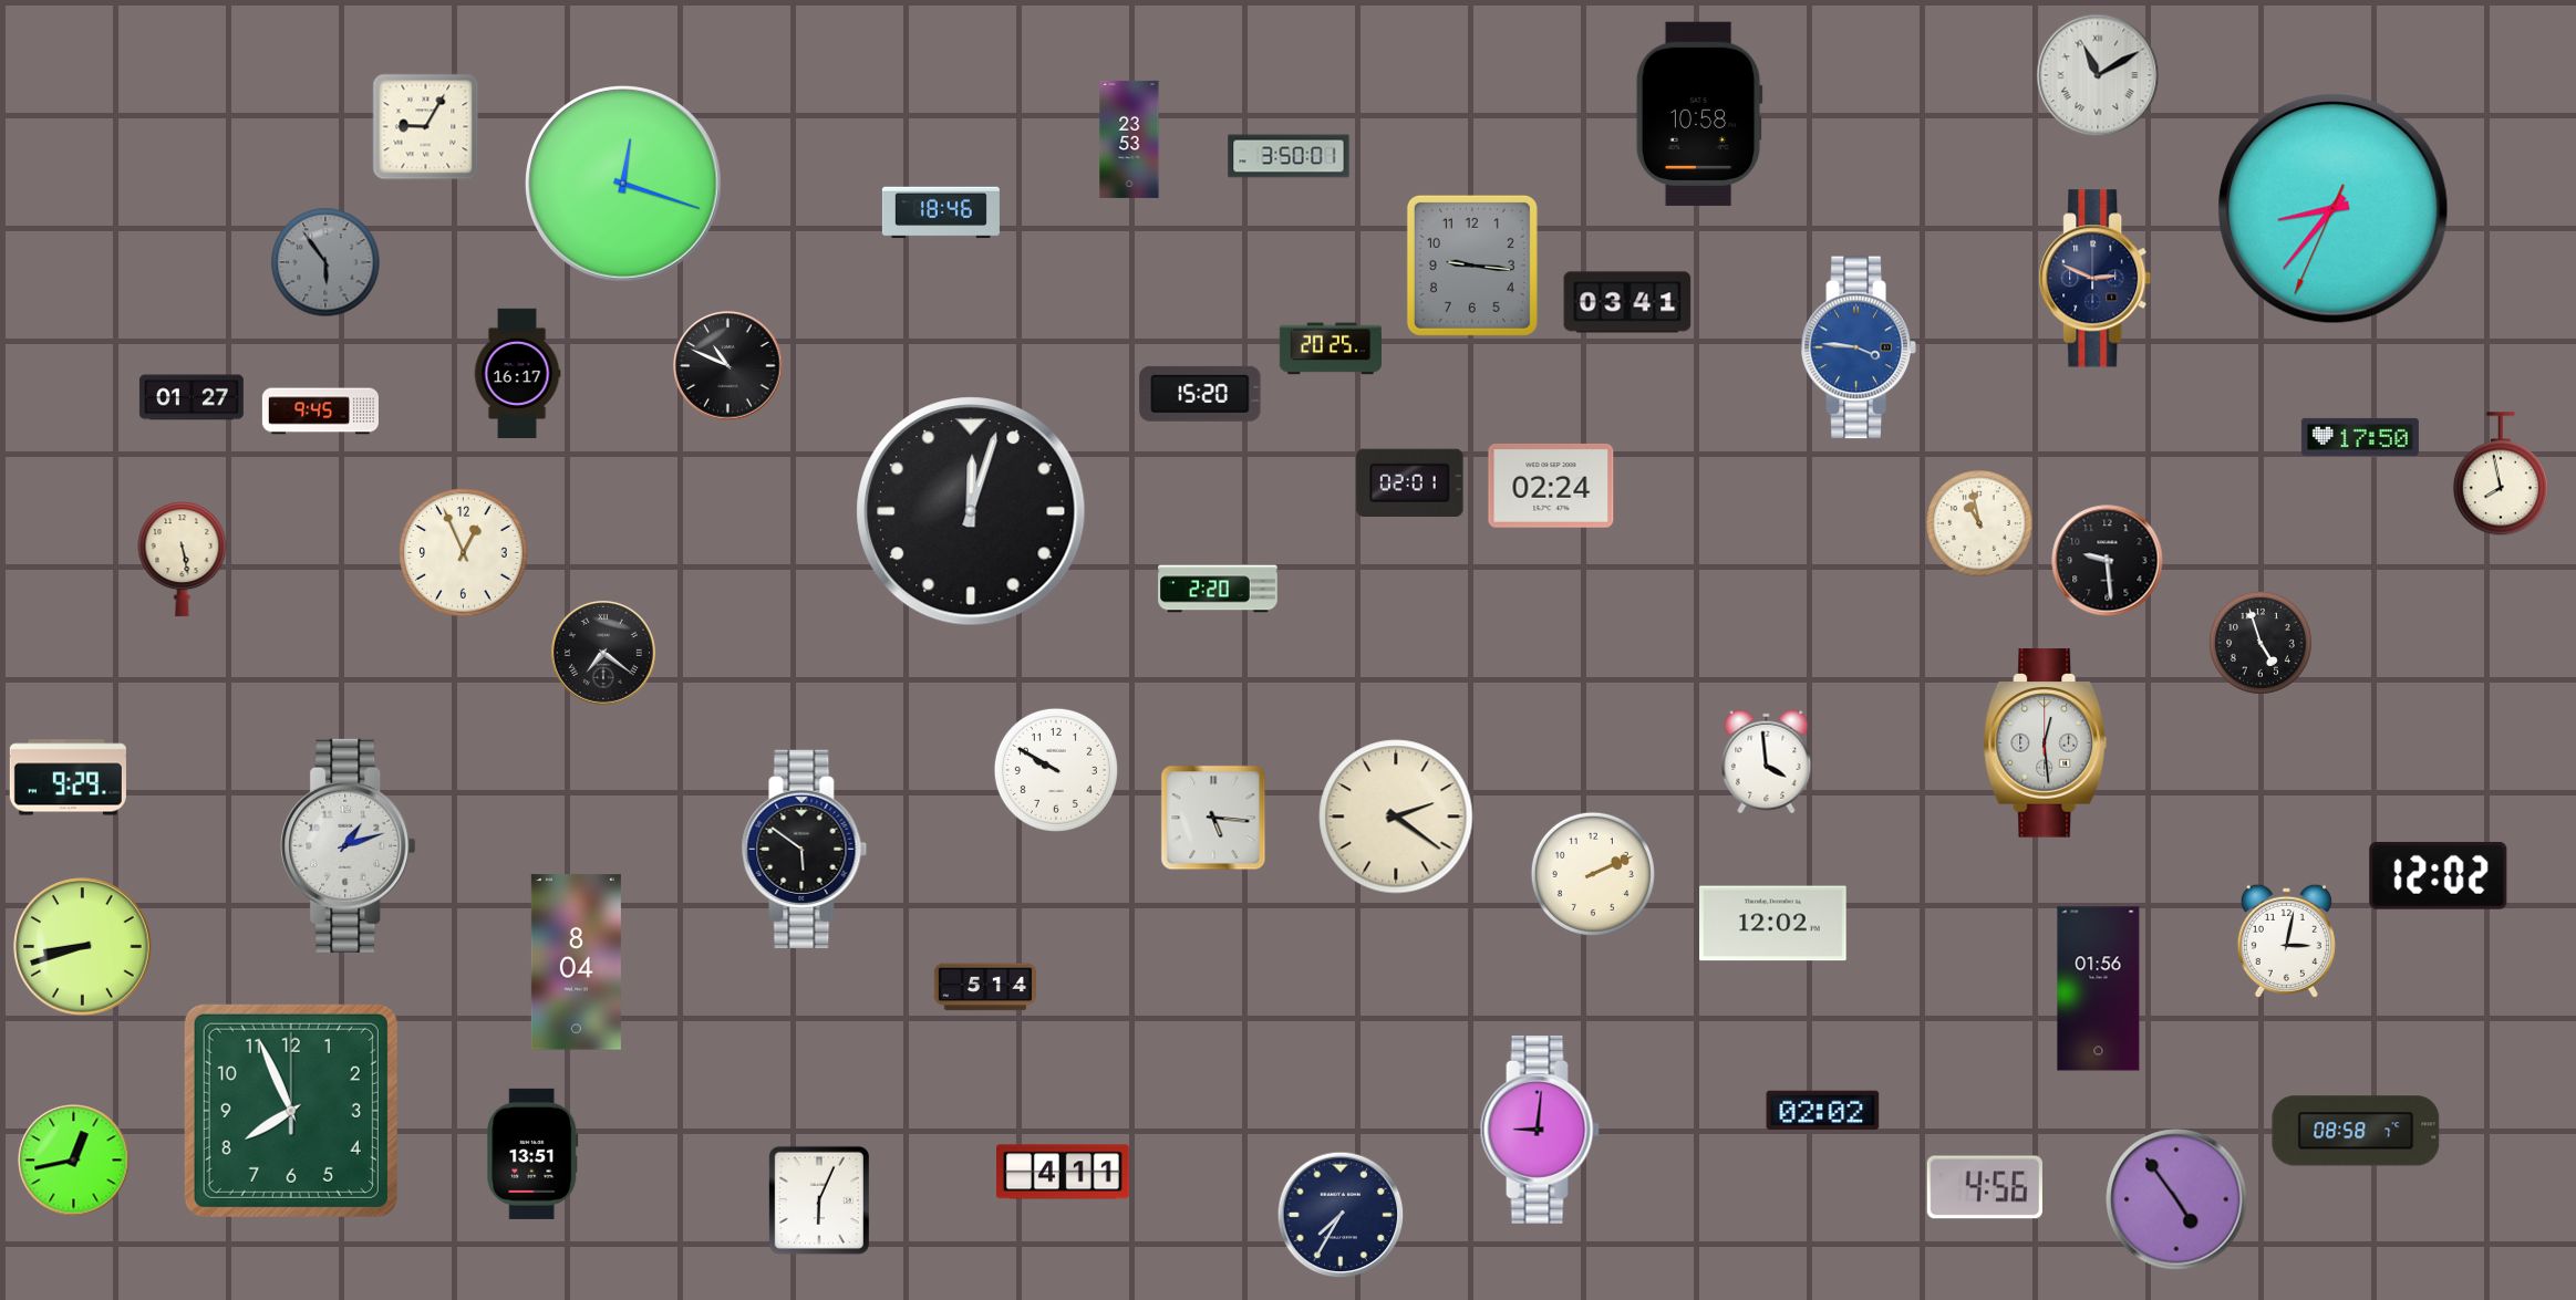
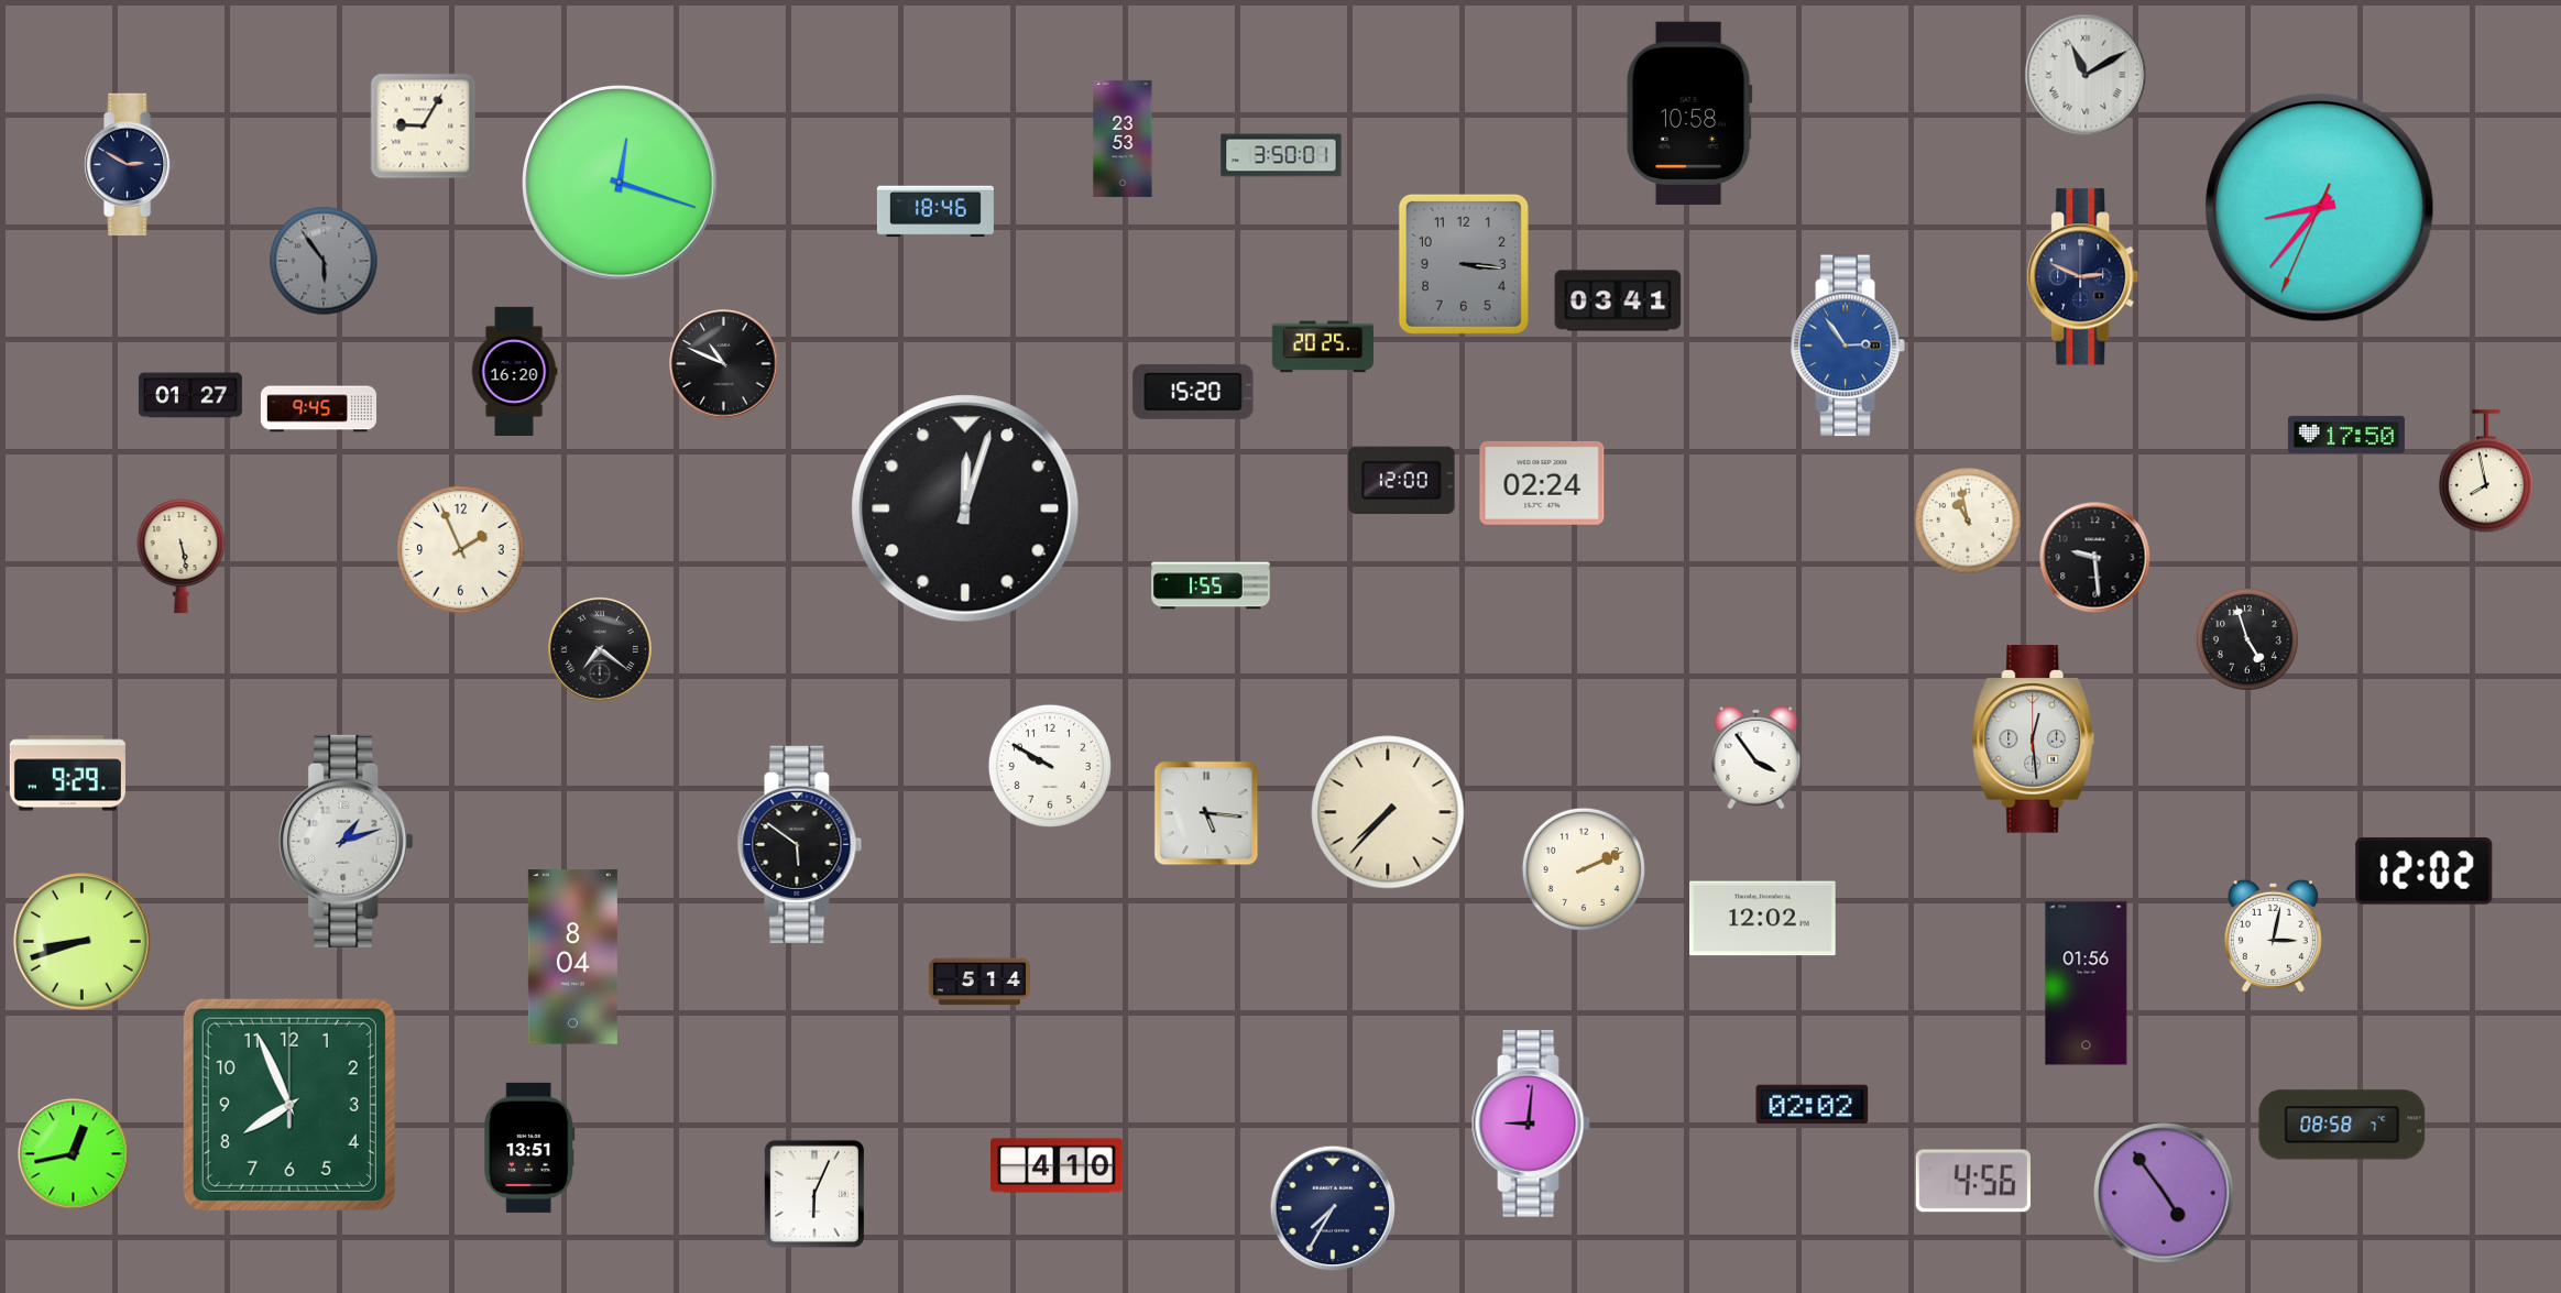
clock at (130, 164): none -> 2:50
clock at (1472, 266): 9:16 -> 3:16
clock at (1859, 347): 3:46 -> 2:54
clock at (517, 373): 16:17 -> 16:20
clock at (1410, 482): 02:01 -> 12:00
clock at (464, 553): 12:56 -> 1:56
clock at (1218, 589): 2:20 -> 1:55
clock at (1767, 762): 3:59 -> 3:54
clock at (1396, 817): 2:21 -> 7:37
clock at (1064, 1172): 4:11 -> 4:10
